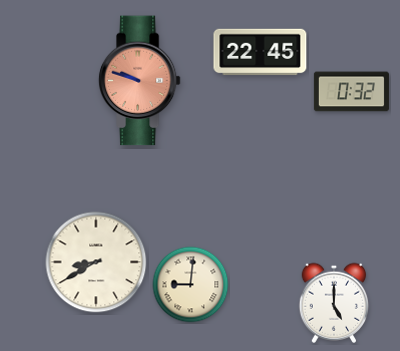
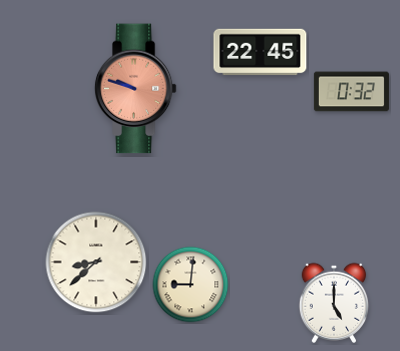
clock at (139, 81) position: (139, 81) -> (135, 89)
clock at (96, 262): 8:40 -> 8:38
